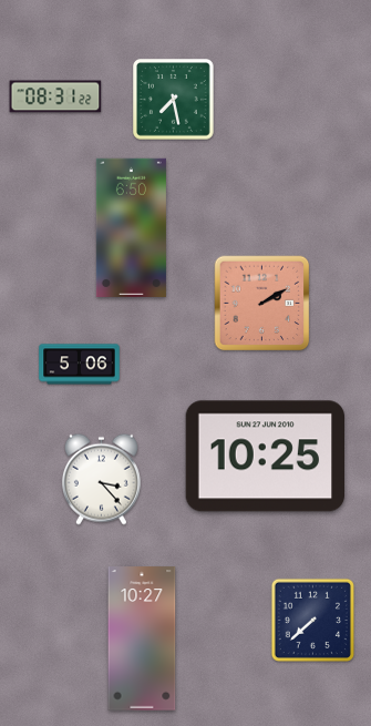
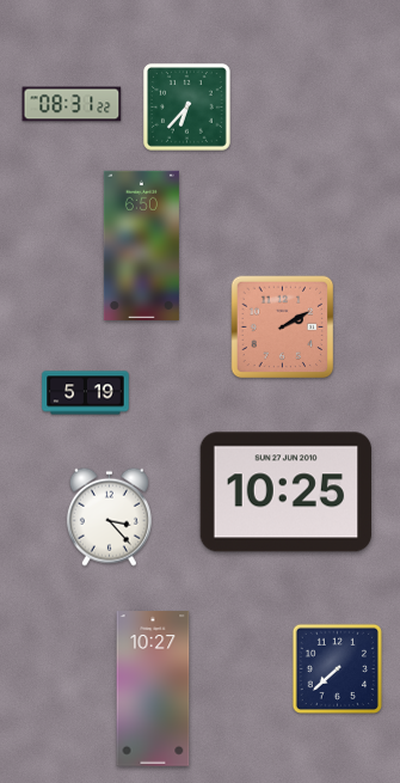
clock at (55, 96) position: (55, 96) -> (72, 104)
clock at (174, 100): 7:28 -> 6:37
clock at (80, 365): 5:06 -> 5:19
